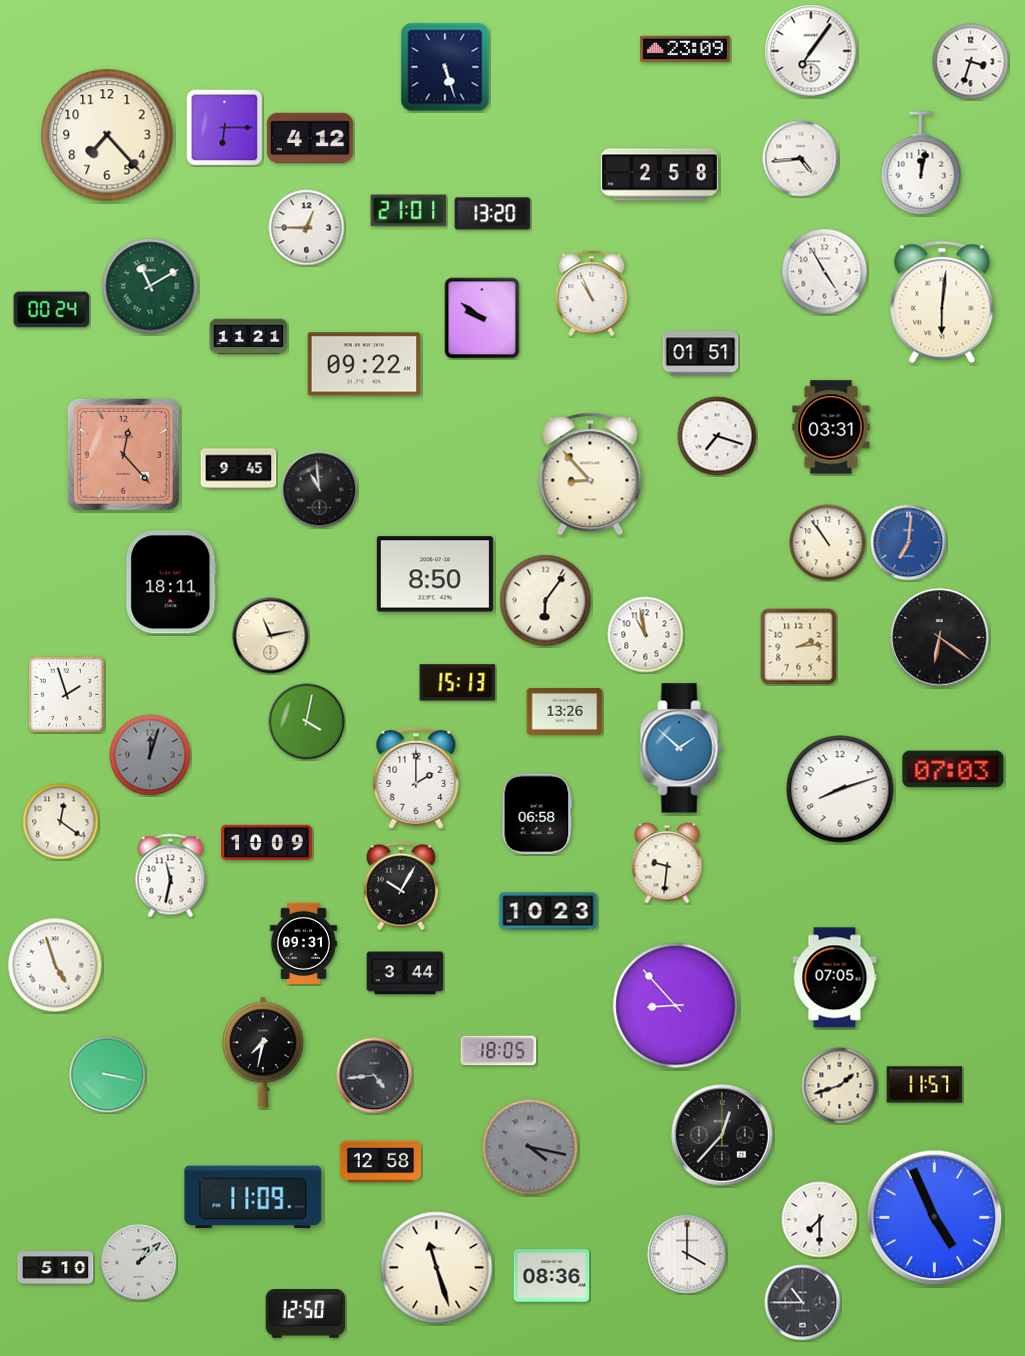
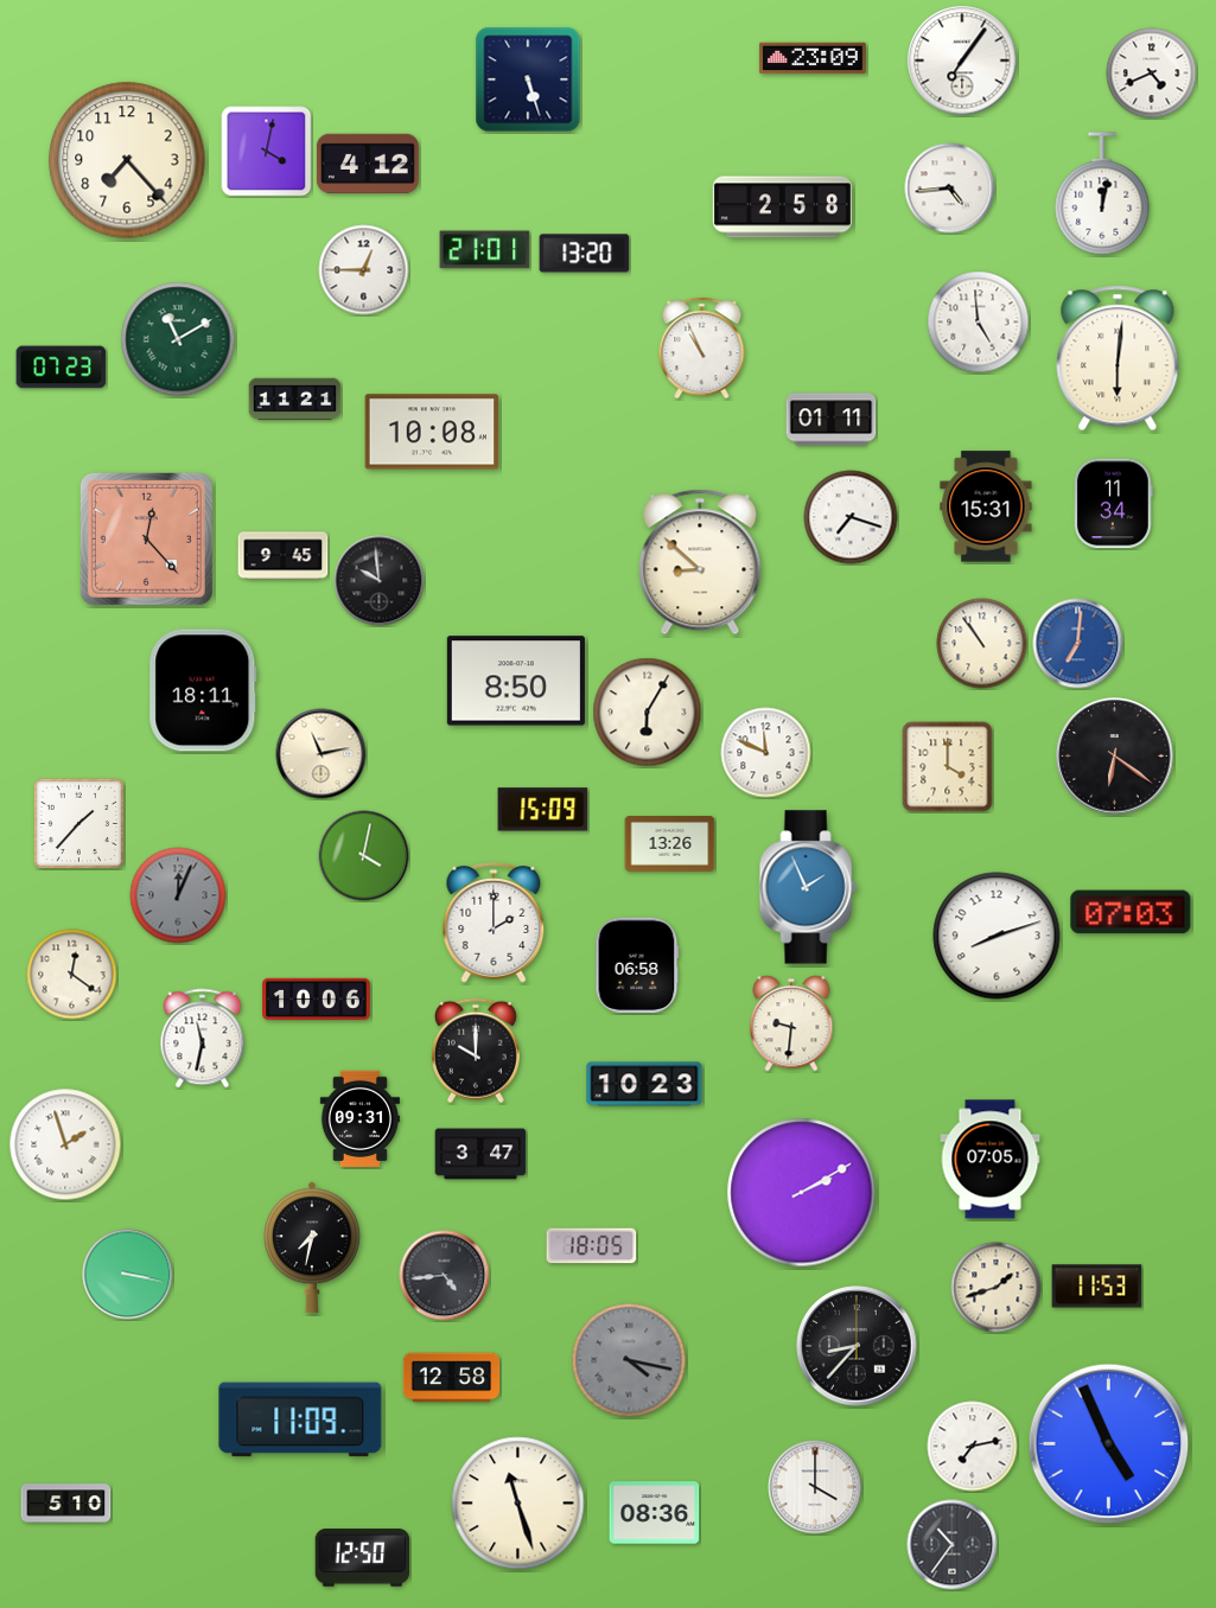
clock at (971, 62): 3:33 -> 4:41
clock at (225, 128): 6:15 -> 4:02
clock at (921, 163) position: (921, 163) -> (1102, 193)
clock at (825, 272): 4:55 -> 4:59
clock at (52, 310): 00:24 -> 07:23
clock at (482, 318): 9:51 -> none
clock at (701, 354): 01:51 -> 01:11
clock at (364, 364): 09:22 -> 10:08
clock at (1114, 504): none -> 11:34
clock at (831, 427): 03:31 -> 15:31
clock at (590, 474): 8:53 -> 8:52
clock at (320, 490): 10:59 -> 9:59
clock at (546, 601): 6:06 -> 6:05
clock at (646, 635): 10:58 -> 11:49
clock at (799, 647): 2:14 -> 4:00
clock at (458, 683): 15:13 -> 15:09
clock at (66, 694): 1:57 -> 1:37
clock at (681, 748): 1:52 -> 1:56
clock at (150, 755): 12:03 -> 12:04
clock at (267, 843): 10:09 -> 10:06
clock at (401, 886): 10:05 -> 10:00
clock at (548, 911) position: (548, 911) -> (644, 1084)
clock at (55, 965): 4:57 -> 1:57
clock at (405, 973): 3:44 -> 3:47
clock at (676, 1006): 8:53 -> 2:10
clock at (925, 1085): 11:57 -> 11:53
clock at (722, 1135): 12:37 -> 8:37
clock at (820, 1220): 7:30 -> 7:13
clock at (139, 1263): 1:08 -> none
clock at (803, 1303): 10:45 -> 10:36
